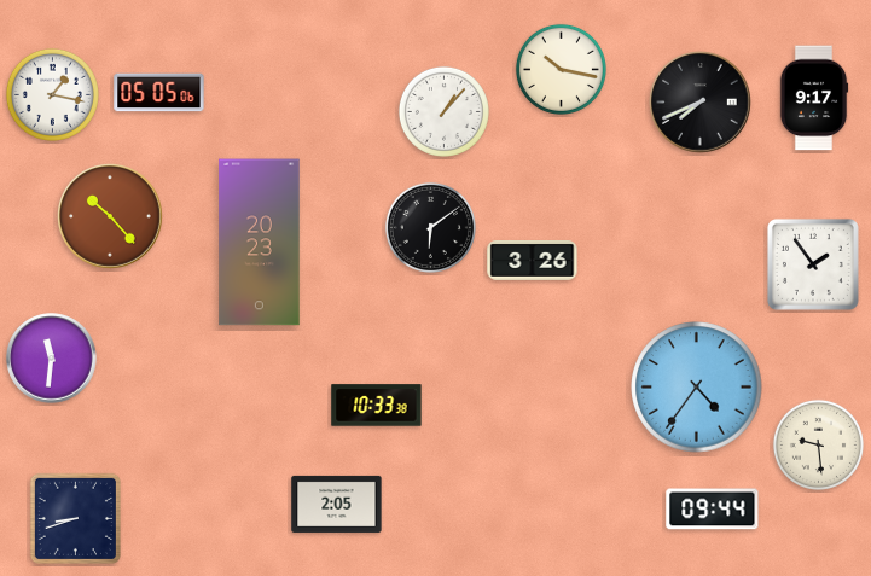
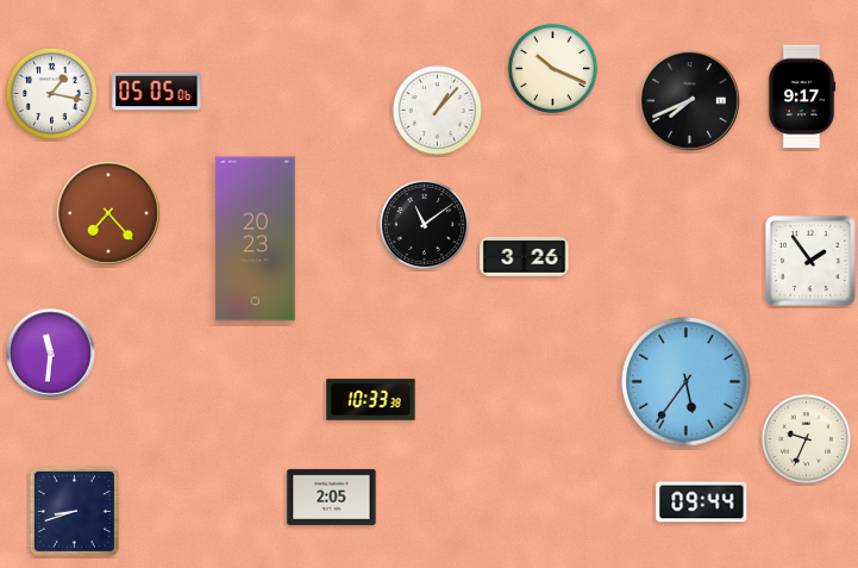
clock at (561, 69): 10:17 -> 10:19
clock at (111, 217): 10:23 -> 7:23
clock at (430, 227): 6:09 -> 11:09
clock at (813, 264) position: (813, 264) -> (810, 261)
clock at (697, 388): 4:36 -> 5:36
clock at (818, 444): 9:29 -> 9:34
